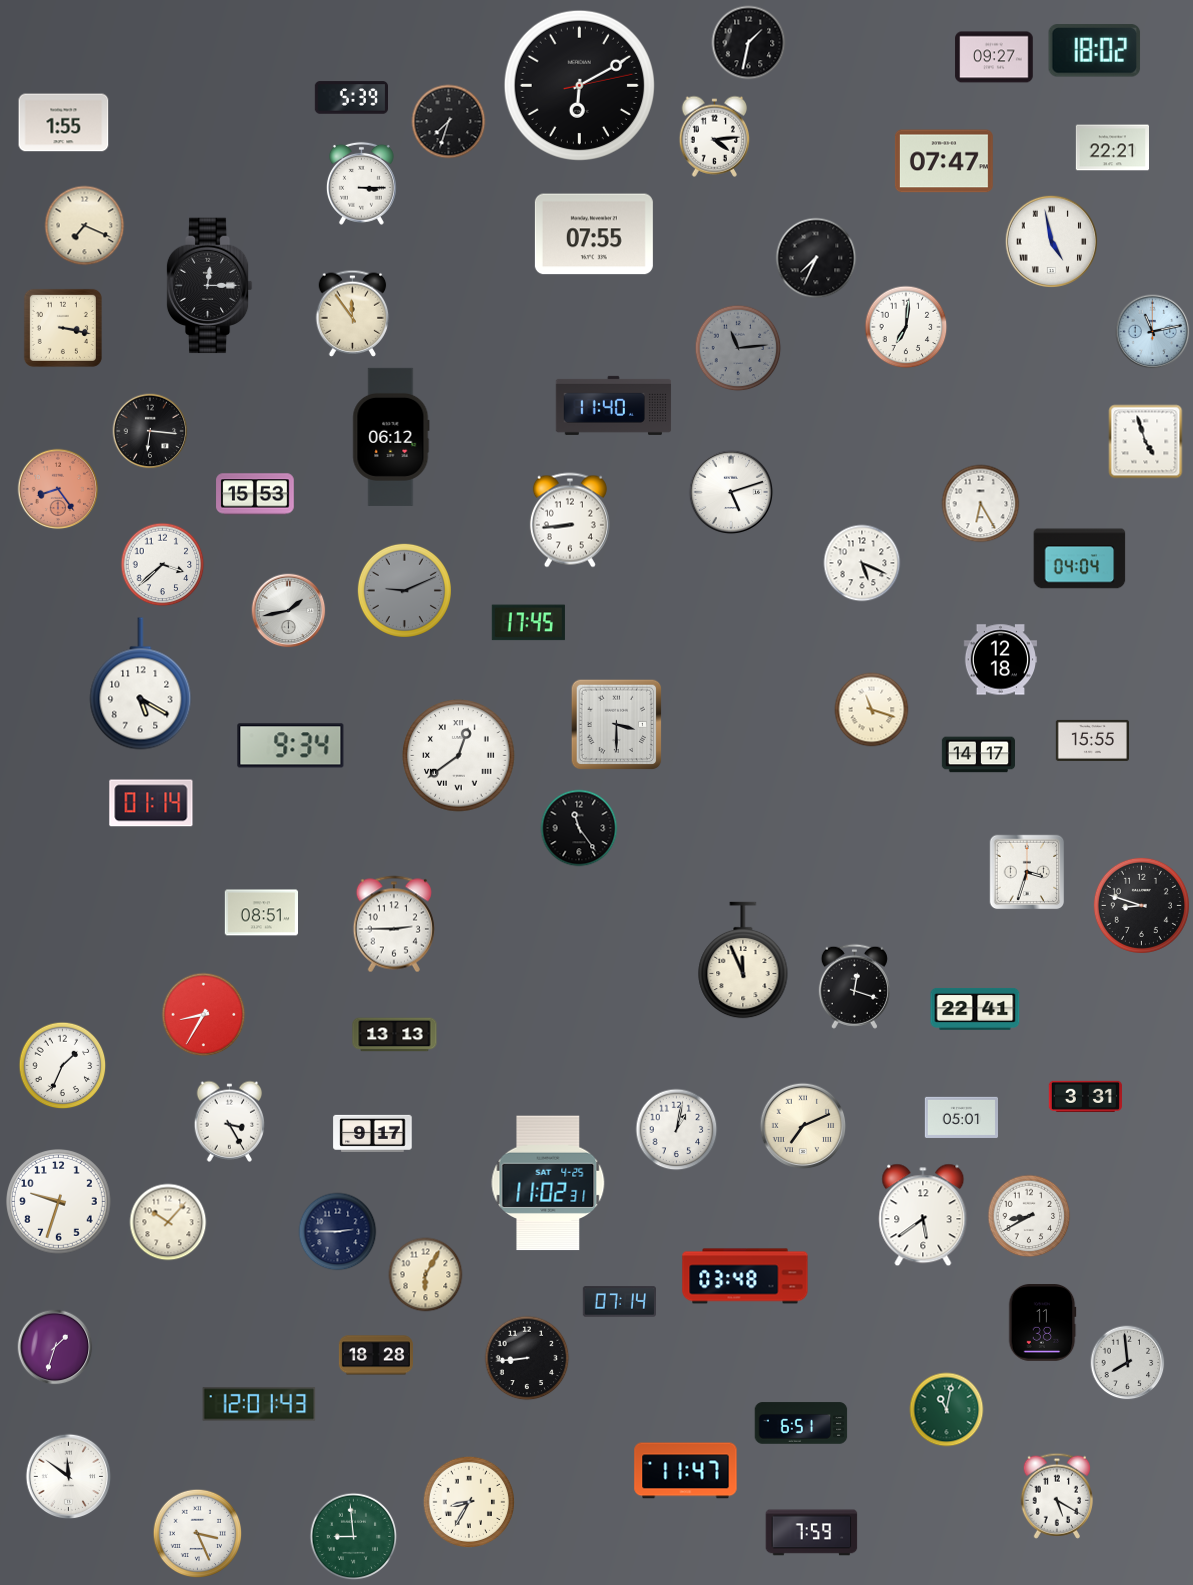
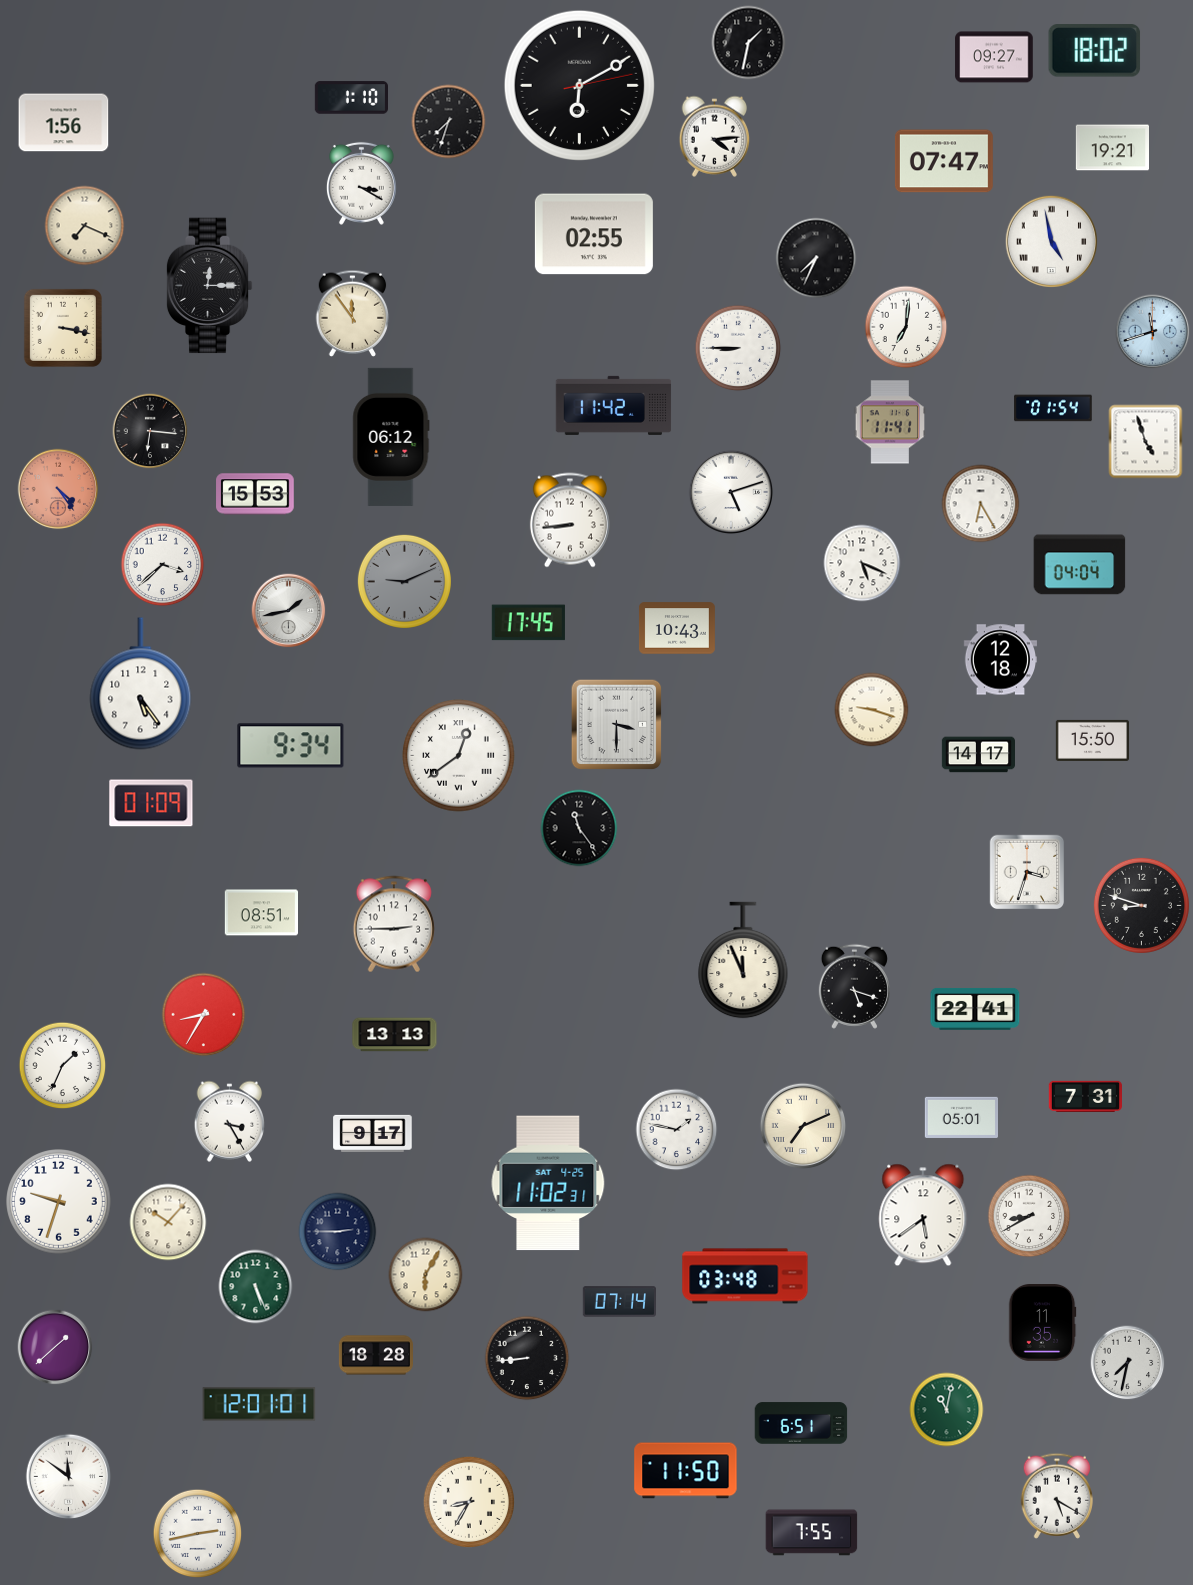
clock at (351, 98): 5:39 -> 1:10
clock at (64, 123): 1:55 -> 1:56
clock at (1112, 148): 22:21 -> 19:21
clock at (361, 183): 3:15 -> 3:20
clock at (594, 234): 07:55 -> 02:55
clock at (1153, 332): 11:13 -> 11:42
clock at (738, 348): 11:14 -> 8:45
clock at (738, 348) dial: grey -> white
clock at (614, 405): 11:40 -> 11:42
clock at (1053, 408): none -> 01:54
clock at (889, 422): none -> 11:41
clock at (58, 489): 8:24 -> 4:24
clock at (1080, 559) position: (1080, 559) -> (1080, 565)
clock at (404, 590) position: (404, 590) -> (404, 581)
clock at (677, 628): none -> 10:43
clock at (141, 684): 5:20 -> 5:24
clock at (872, 710): 11:18 -> 9:18
clock at (1092, 740): 15:55 -> 15:50
clock at (151, 803): 01:14 -> 01:09
clock at (854, 986): 12:18 -> 5:18
clock at (1085, 1096): 3:31 -> 7:31
clock at (677, 1130): 1:02 -> 1:47
clock at (256, 1287): none -> 5:26
clock at (1042, 1323): 11:38 -> 11:35
clock at (55, 1347): 1:33 -> 1:38
clock at (1128, 1363): 7:59 -> 7:32
clock at (259, 1404): 12:01:43 -> 12:01:01
clock at (686, 1471): 11:47 -> 11:50
clock at (812, 1533): 7:59 -> 7:55
clock at (198, 1534): 3:26 -> 2:43
clock at (354, 1537): 8:59 -> none
